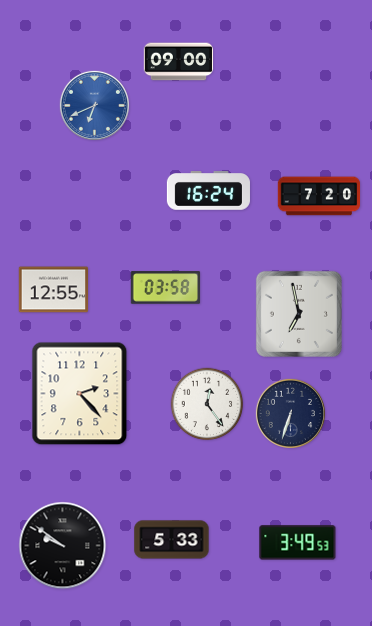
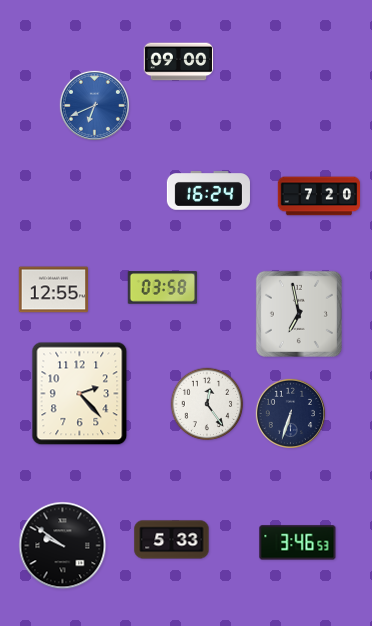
clock at (166, 288) position: (166, 288) -> (163, 288)
clock at (298, 543): 3:49 -> 3:46
